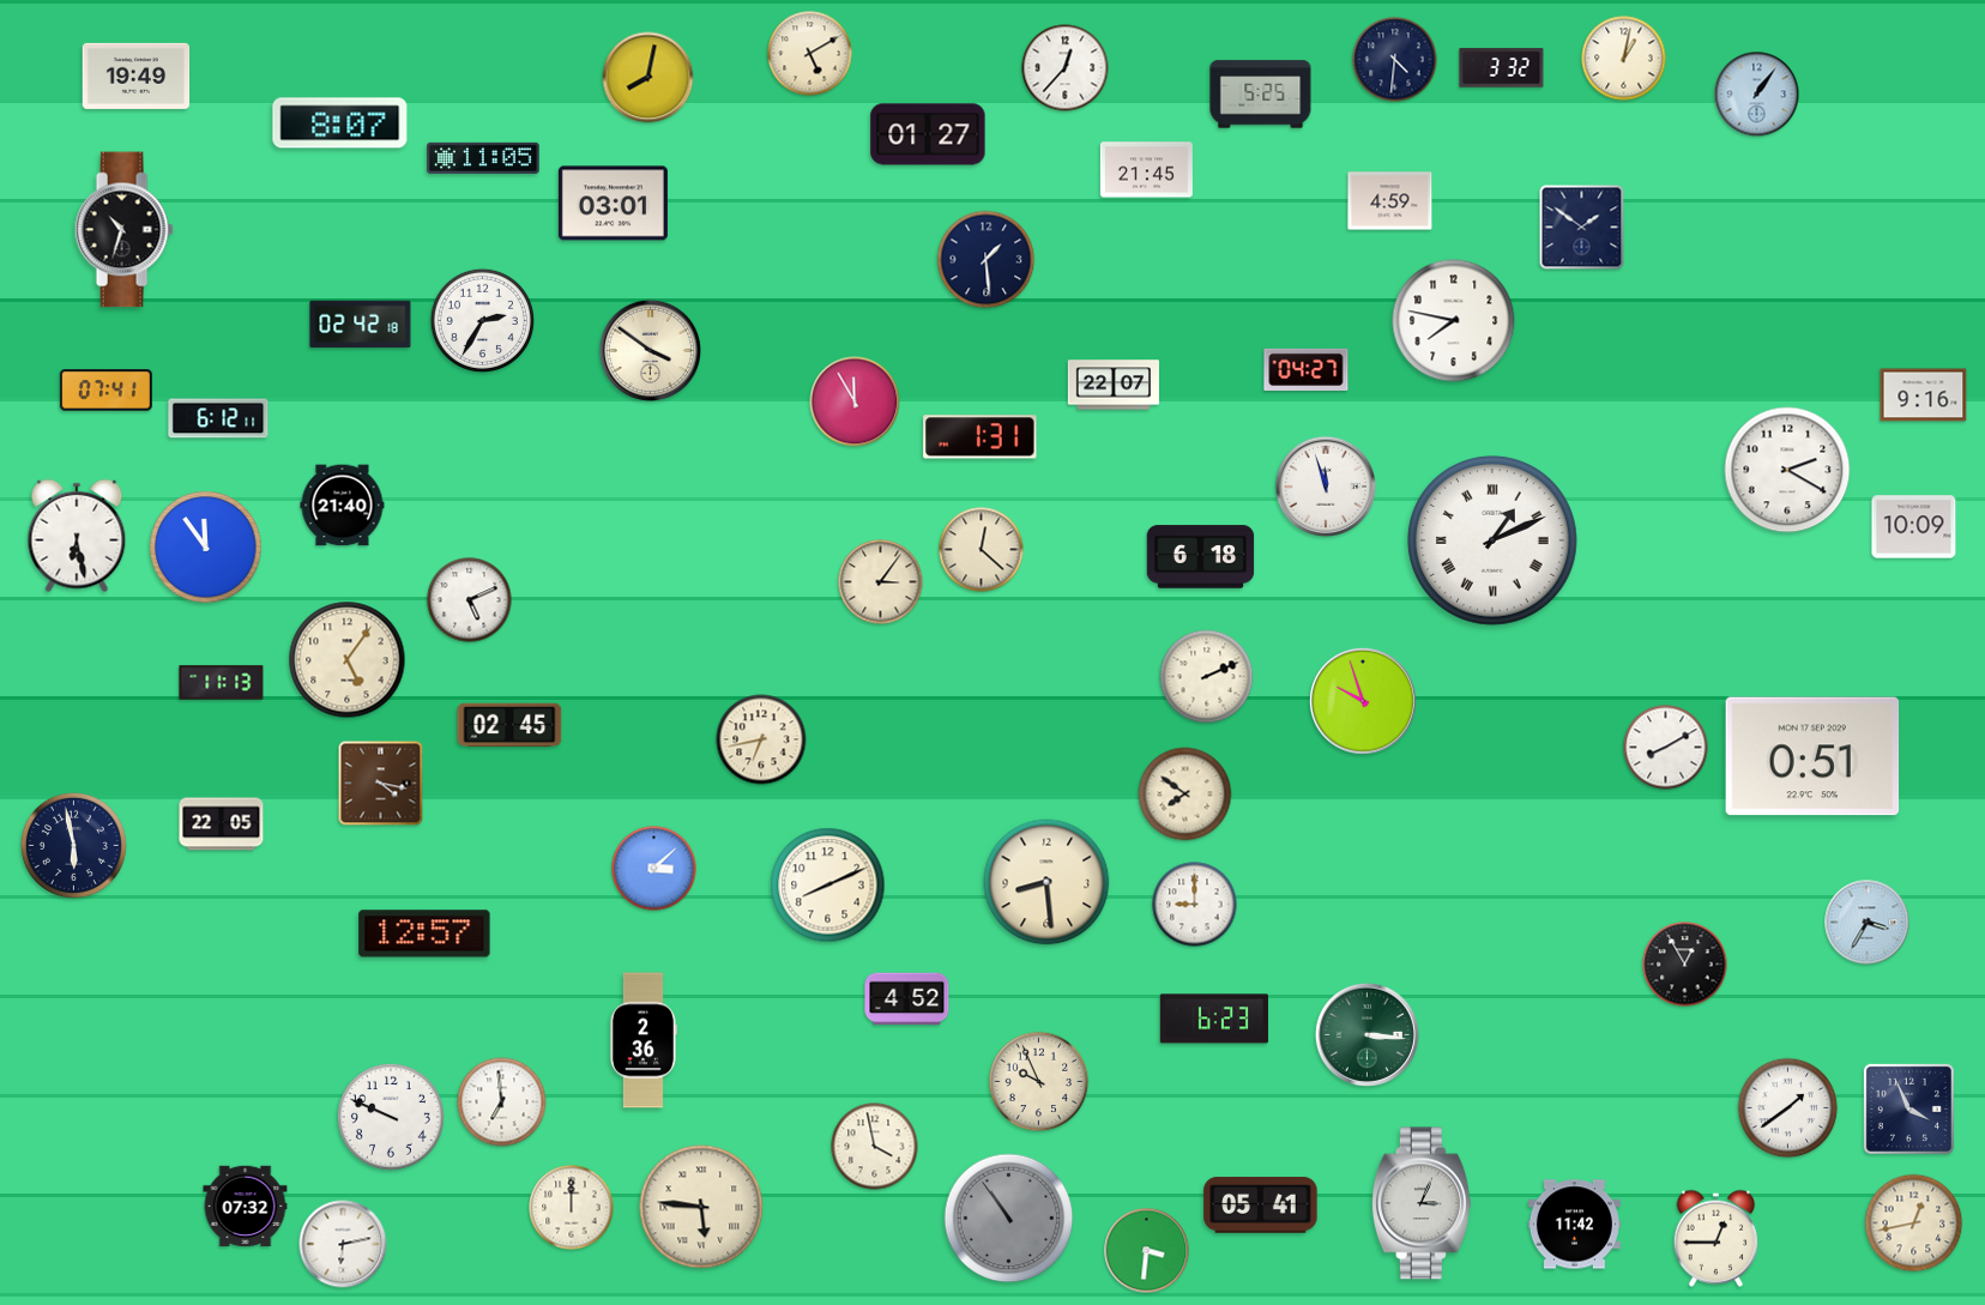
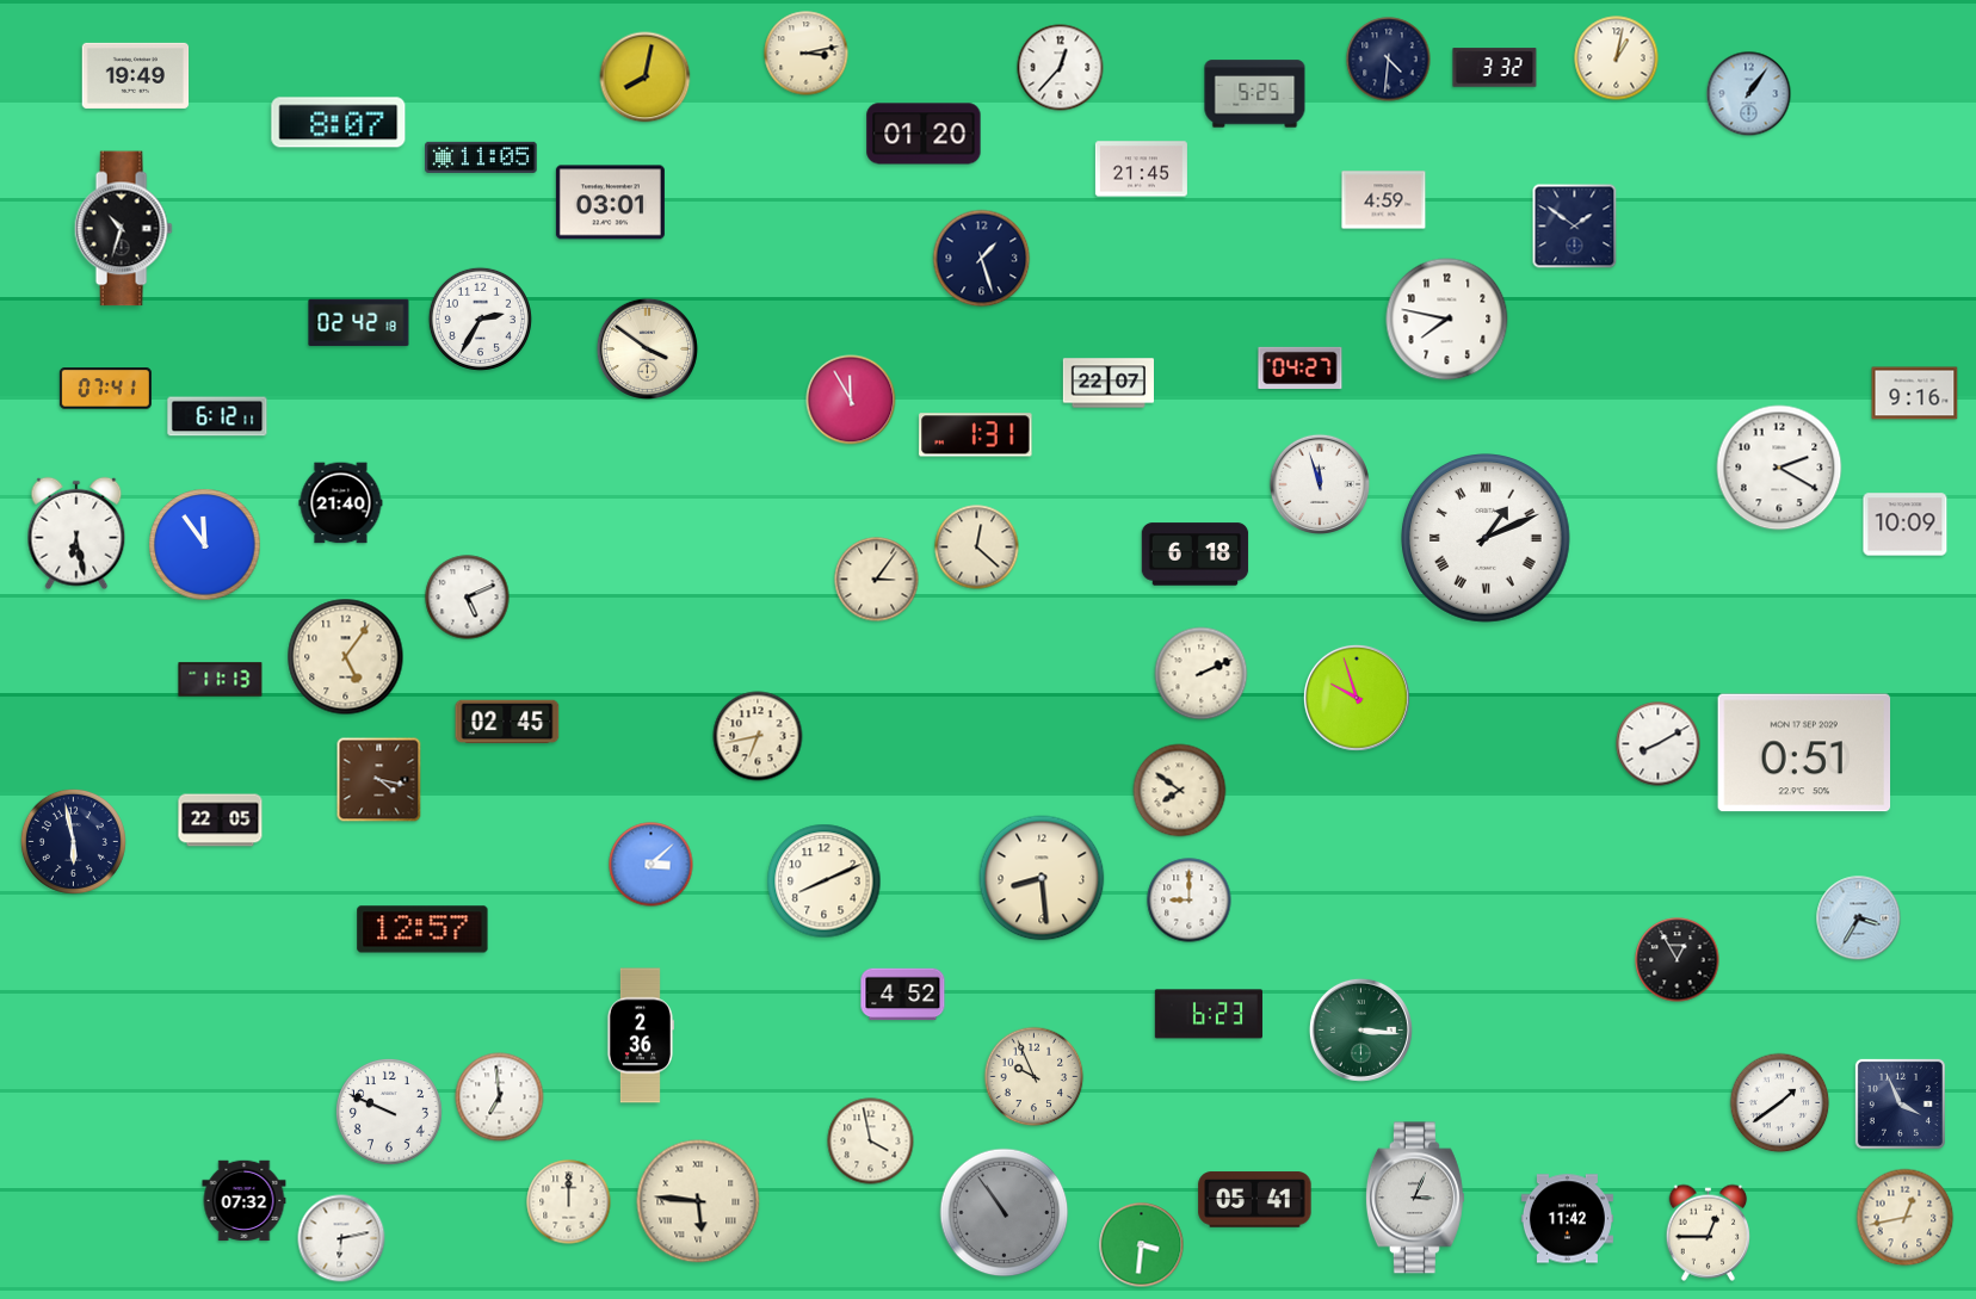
clock at (810, 54): 5:10 -> 3:13
clock at (928, 134): 01:27 -> 01:20
clock at (987, 260): 1:29 -> 1:27
